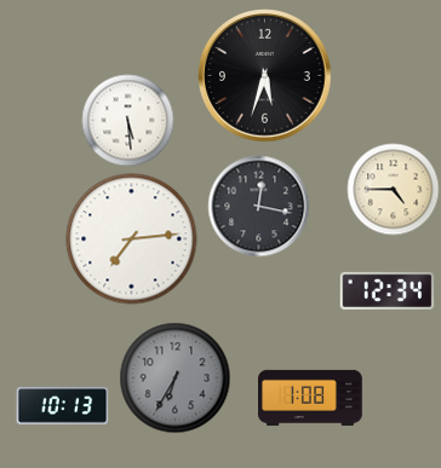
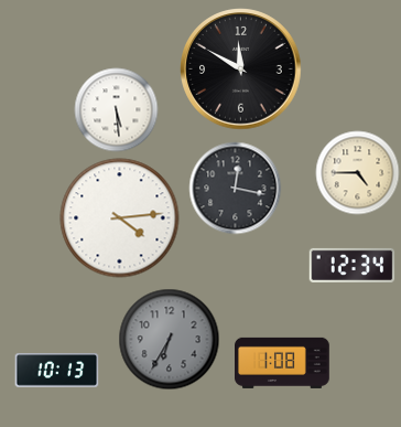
clock at (265, 76): 5:33 -> 11:50
clock at (132, 239): 7:14 -> 4:14
clock at (176, 379) position: (176, 379) -> (170, 340)
